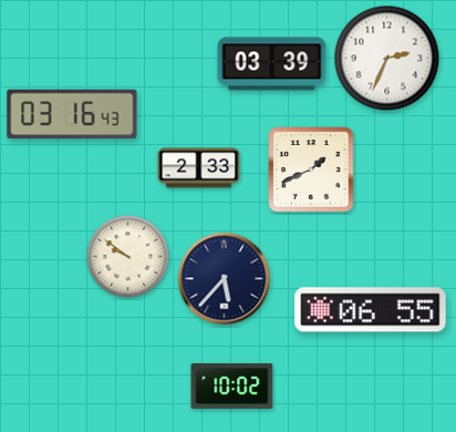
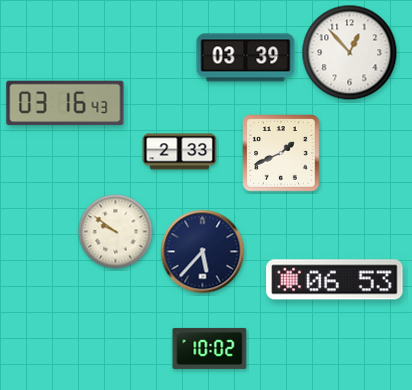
clock at (387, 59): 2:34 -> 12:53
clock at (371, 310): 06:55 -> 06:53
